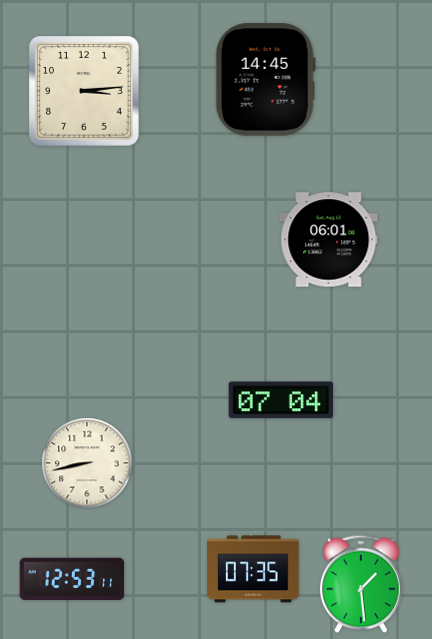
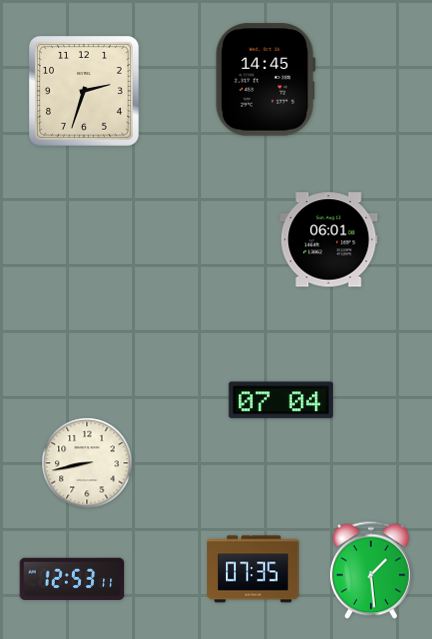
clock at (84, 91): 3:14 -> 2:33
clock at (361, 584) position: (361, 584) -> (371, 570)
